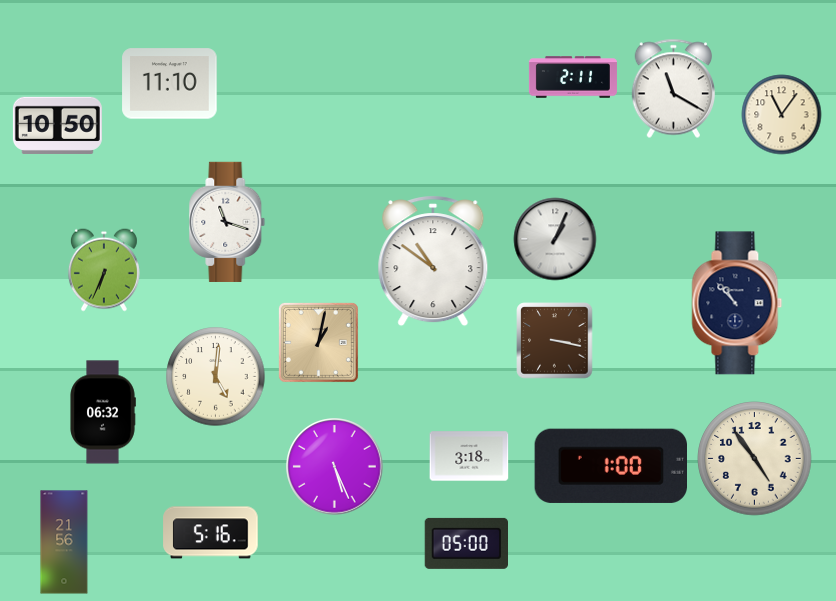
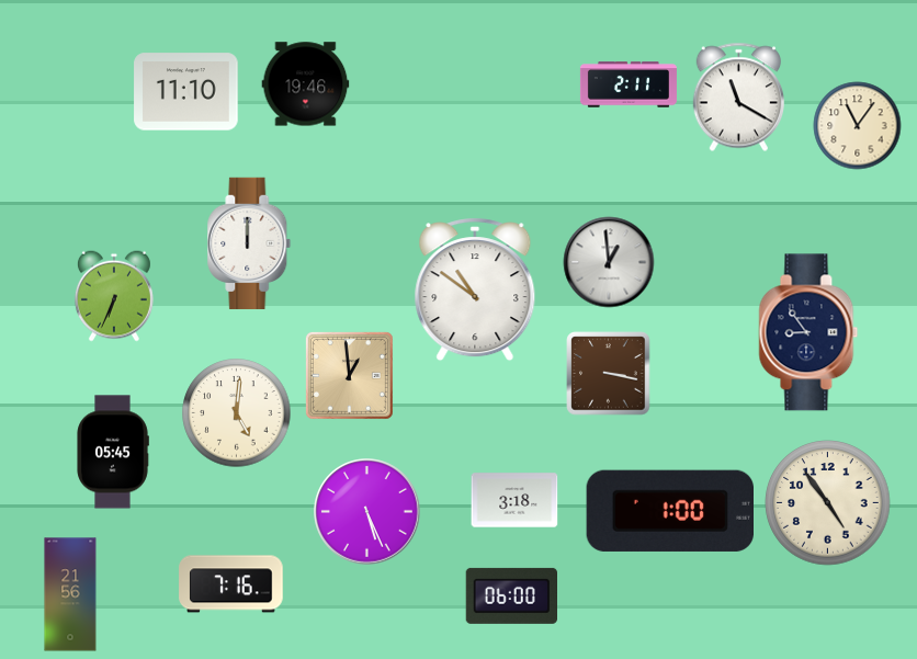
clock at (306, 84): none -> 19:46
clock at (57, 125): 10:50 -> none
clock at (227, 222): 11:18 -> 12:00
clock at (555, 239): 1:04 -> 12:59
clock at (433, 261) position: (433, 261) -> (475, 289)
clock at (737, 303): 10:53 -> 8:54
clock at (318, 342): 1:02 -> 12:59
clock at (103, 412): 06:32 -> 05:45
clock at (211, 533): 5:16 -> 7:16
clock at (466, 543): 05:00 -> 06:00
